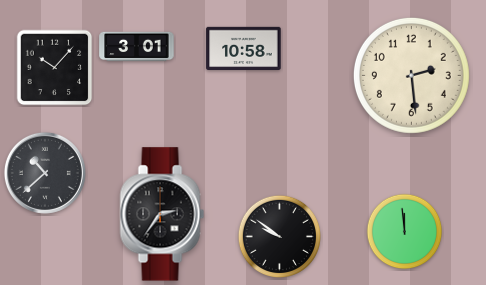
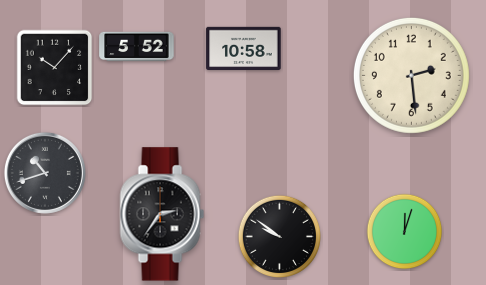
clock at (137, 47): 3:01 -> 5:52
clock at (45, 173): 10:38 -> 10:42
clock at (405, 232): 11:59 -> 12:03
